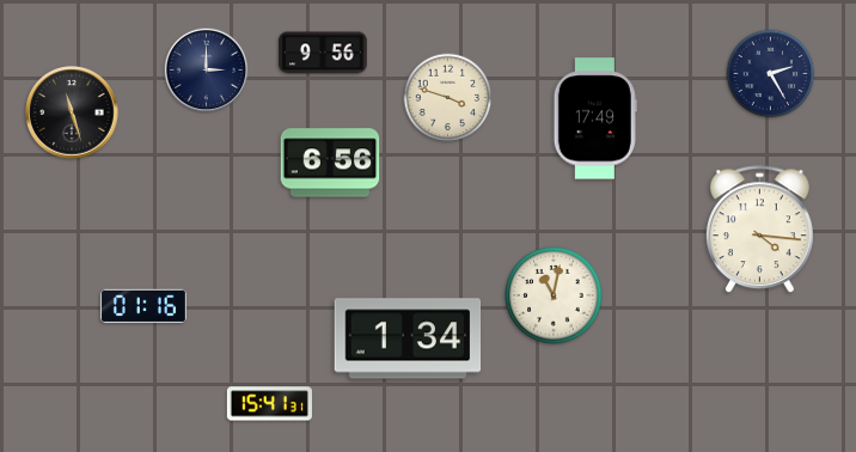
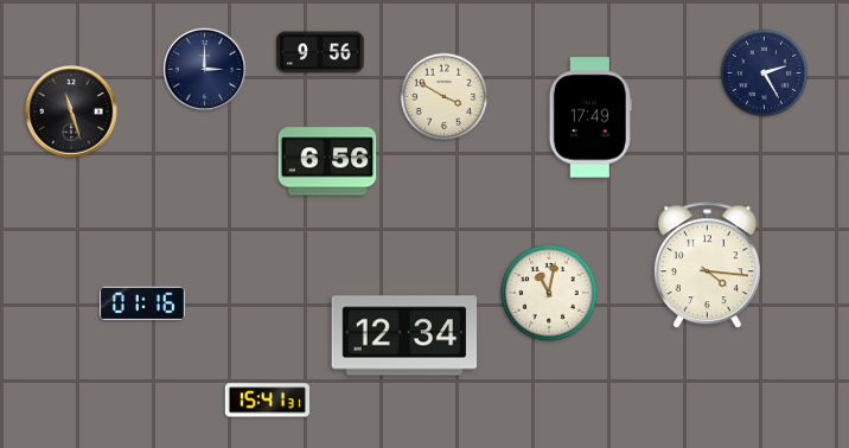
clock at (448, 98): 3:48 -> 3:50
clock at (759, 230) position: (759, 230) -> (707, 265)
clock at (408, 338): 1:34 -> 12:34
